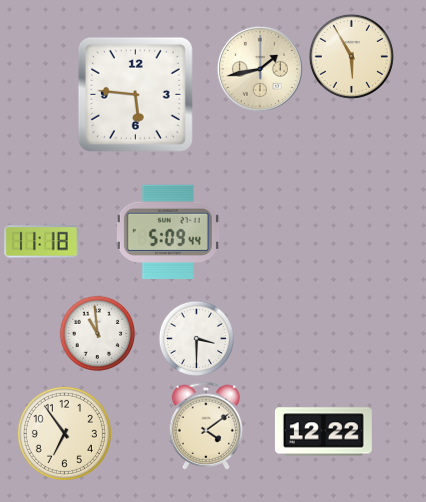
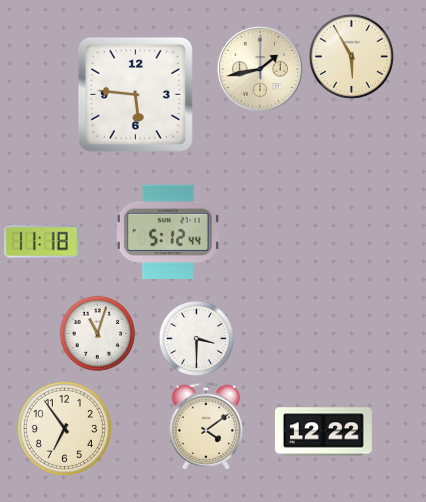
clock at (168, 231): 5:09 -> 5:12
clock at (98, 334): 10:59 -> 11:03
clock at (64, 433) position: (64, 433) -> (64, 428)
